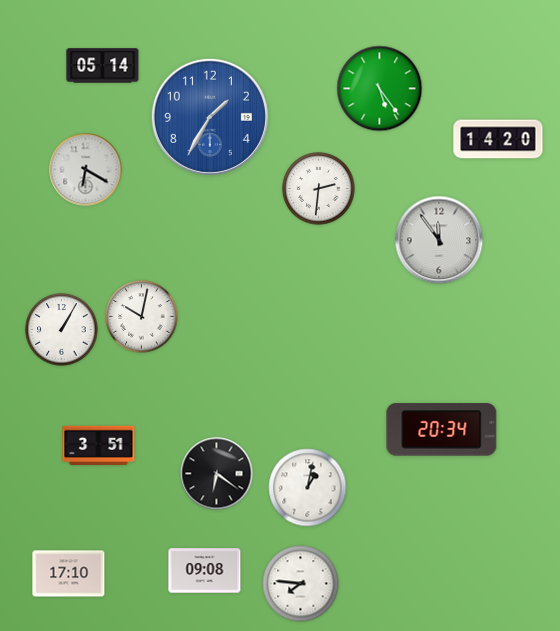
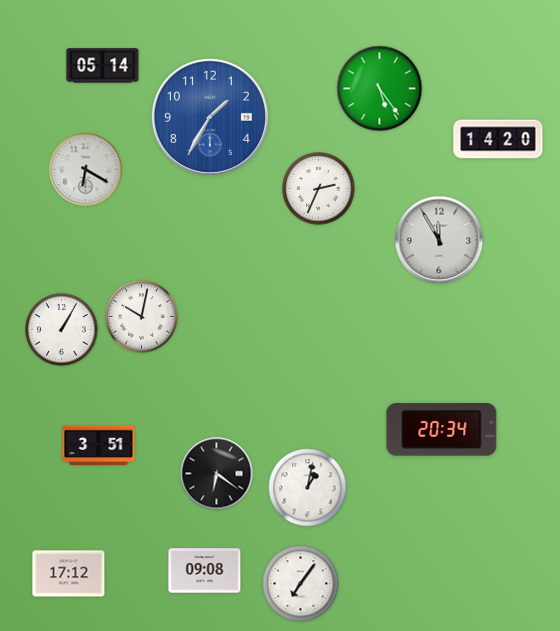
clock at (319, 189): 2:31 -> 2:34
clock at (439, 240): 11:54 -> 11:55
clock at (69, 574): 17:10 -> 17:12
clock at (301, 584): 7:46 -> 7:06
